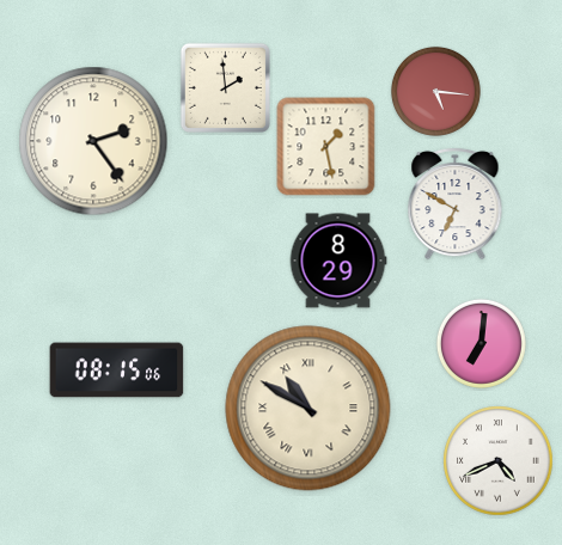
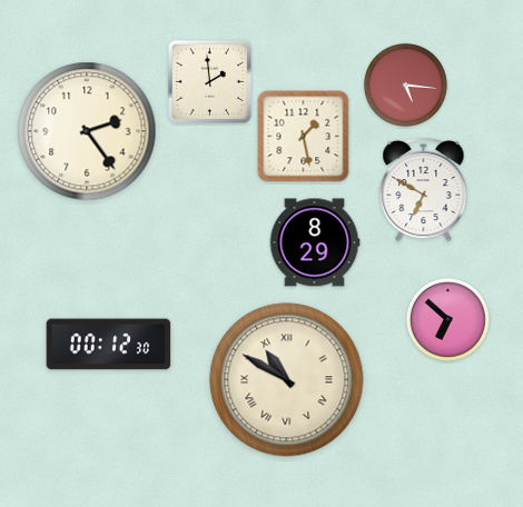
clock at (481, 343): 7:01 -> 6:52
clock at (117, 371): 08:15 -> 00:12
clock at (499, 461): 4:41 -> none
